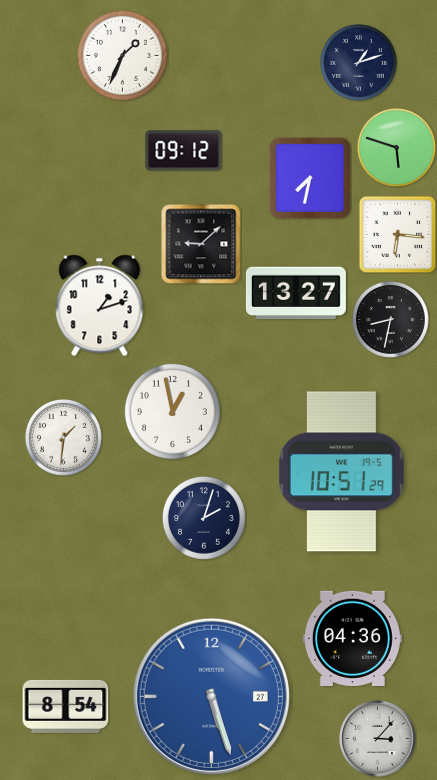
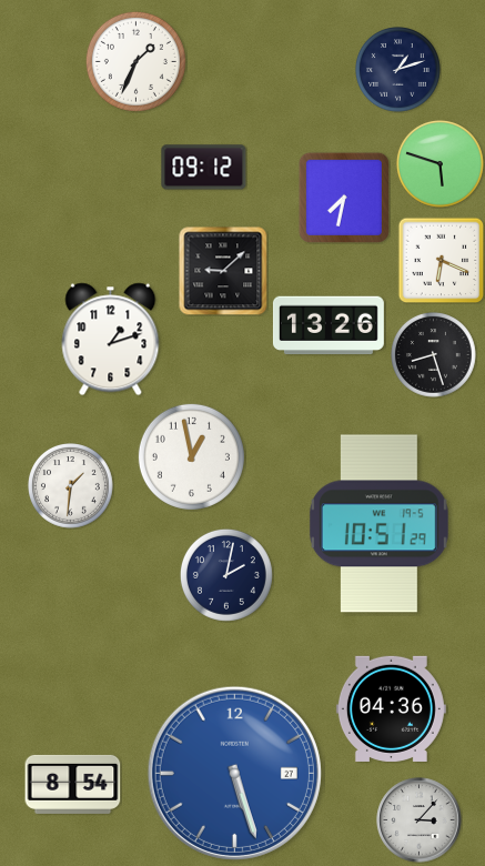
clock at (397, 234): 6:16 -> 6:19
clock at (296, 293): 13:27 -> 13:26
clock at (391, 320): 8:32 -> 8:27
clock at (204, 518): 2:03 -> 2:02
